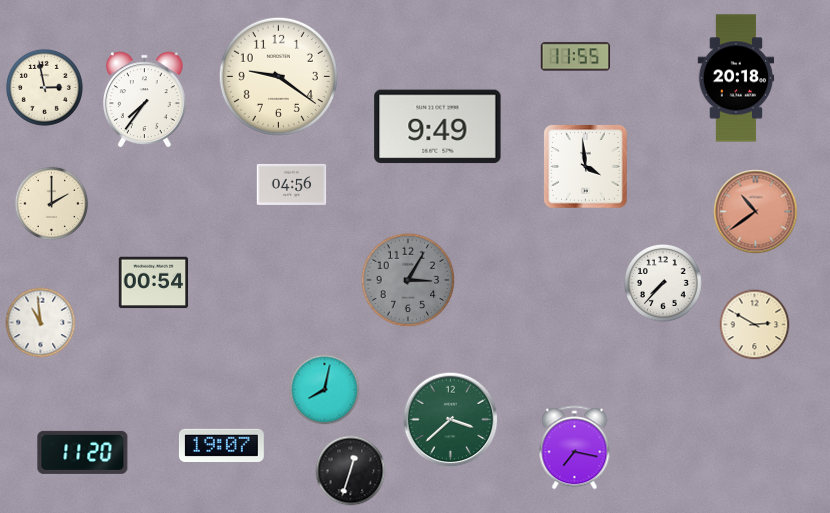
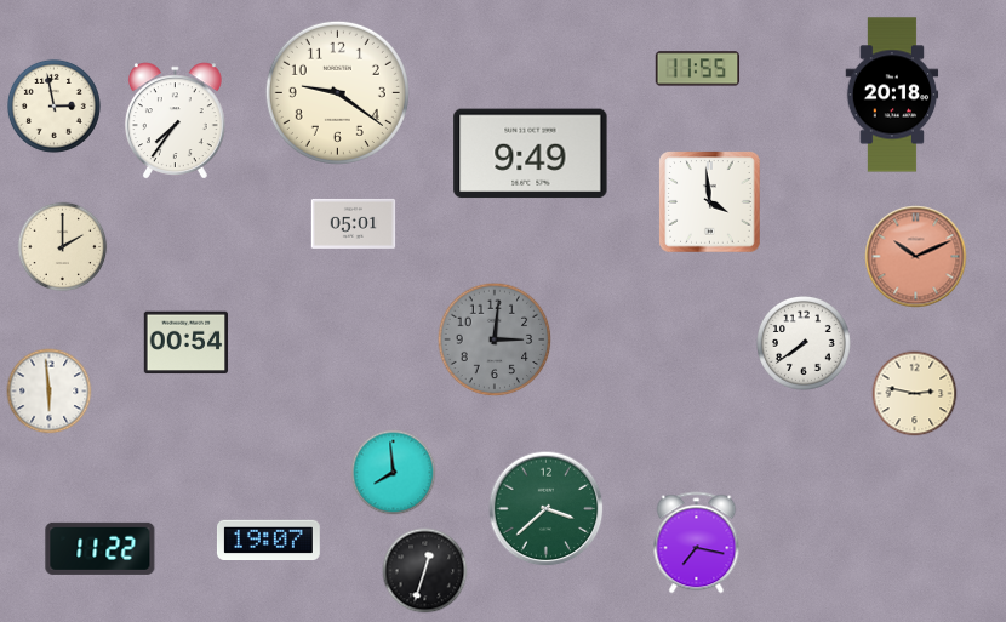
clock at (292, 184): 04:56 -> 05:01
clock at (756, 212): 10:39 -> 10:11
clock at (408, 280): 3:05 -> 3:01
clock at (664, 284): 7:37 -> 7:39
clock at (41, 323): 10:59 -> 5:59
clock at (755, 325): 2:50 -> 2:47
clock at (325, 390): 8:02 -> 7:59
clock at (83, 452): 11:20 -> 11:22
